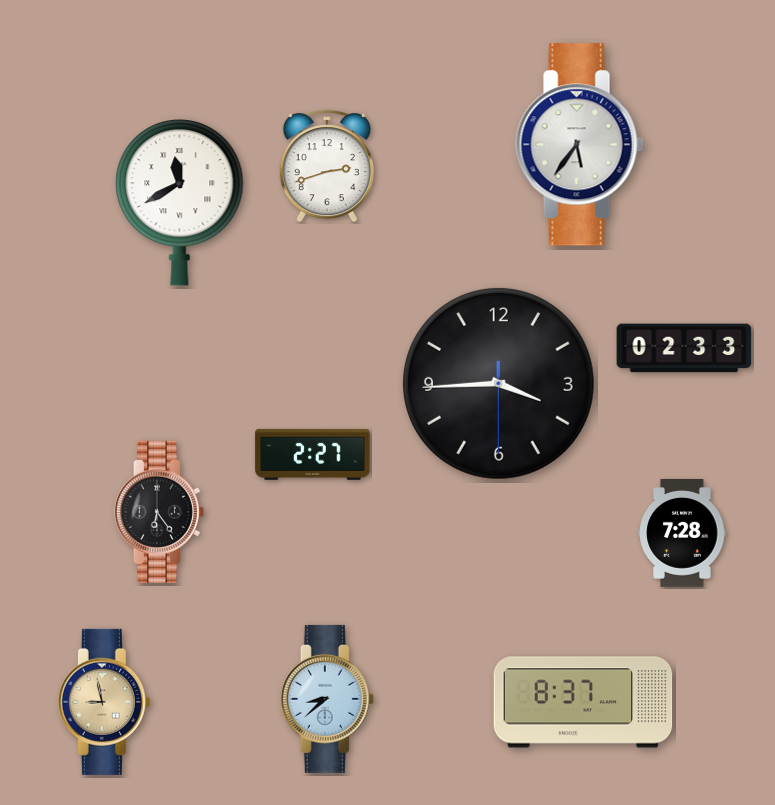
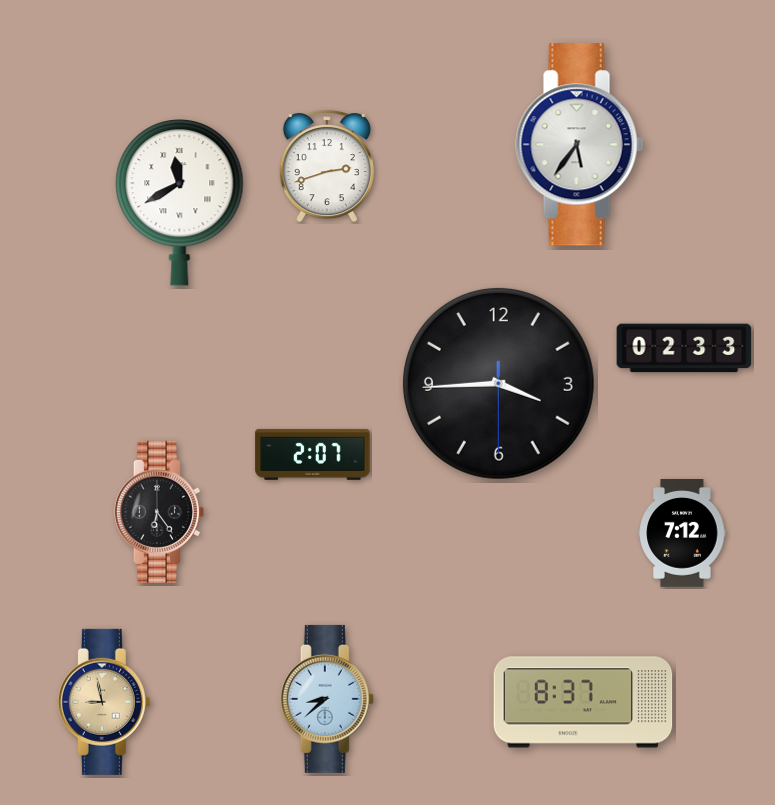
clock at (313, 454): 2:27 -> 2:07
clock at (682, 534): 7:28 -> 7:12
